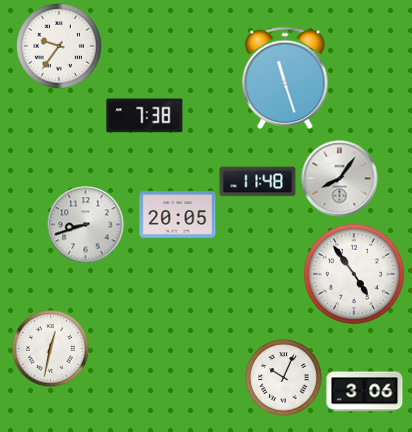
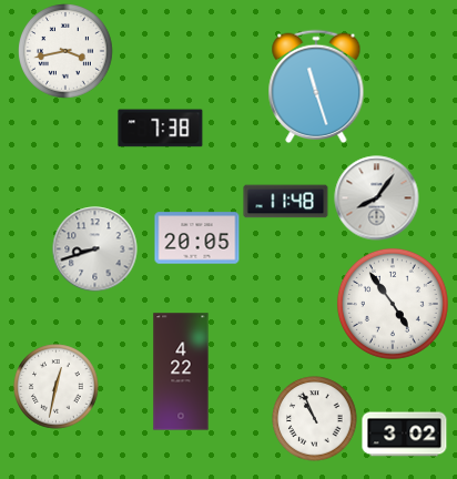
clock at (59, 46): 9:36 -> 3:43
clock at (181, 371): none -> 4:22
clock at (284, 378): 10:04 -> 10:56
clock at (365, 392): 3:06 -> 3:02
